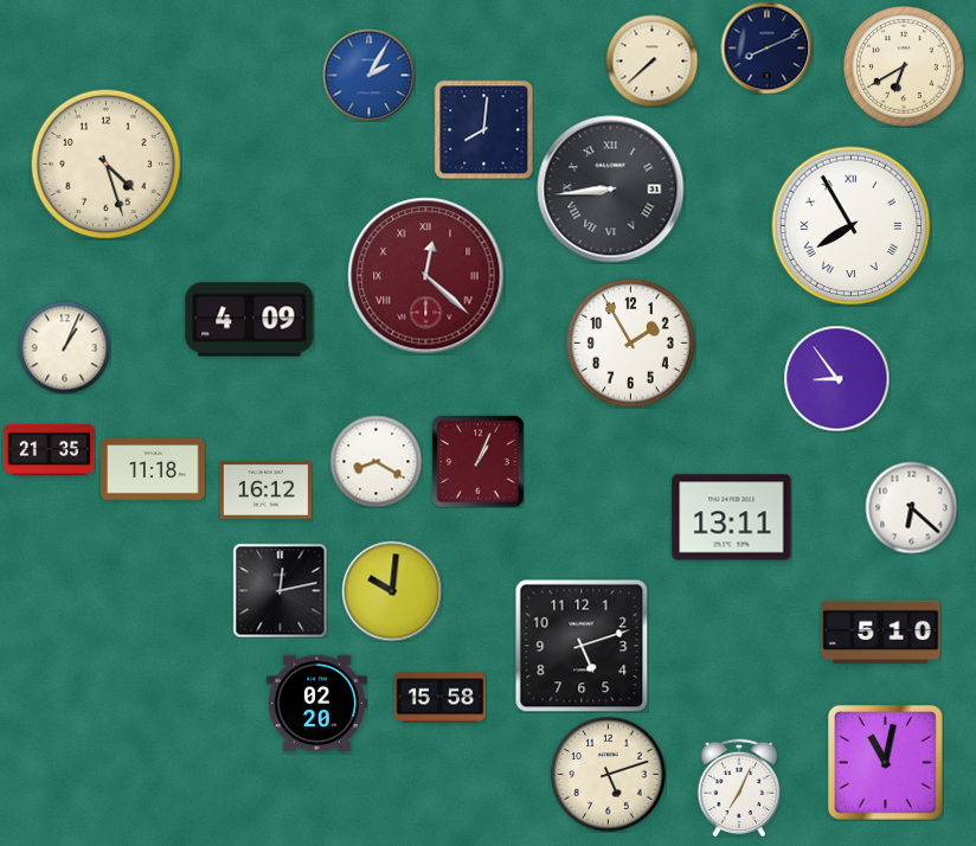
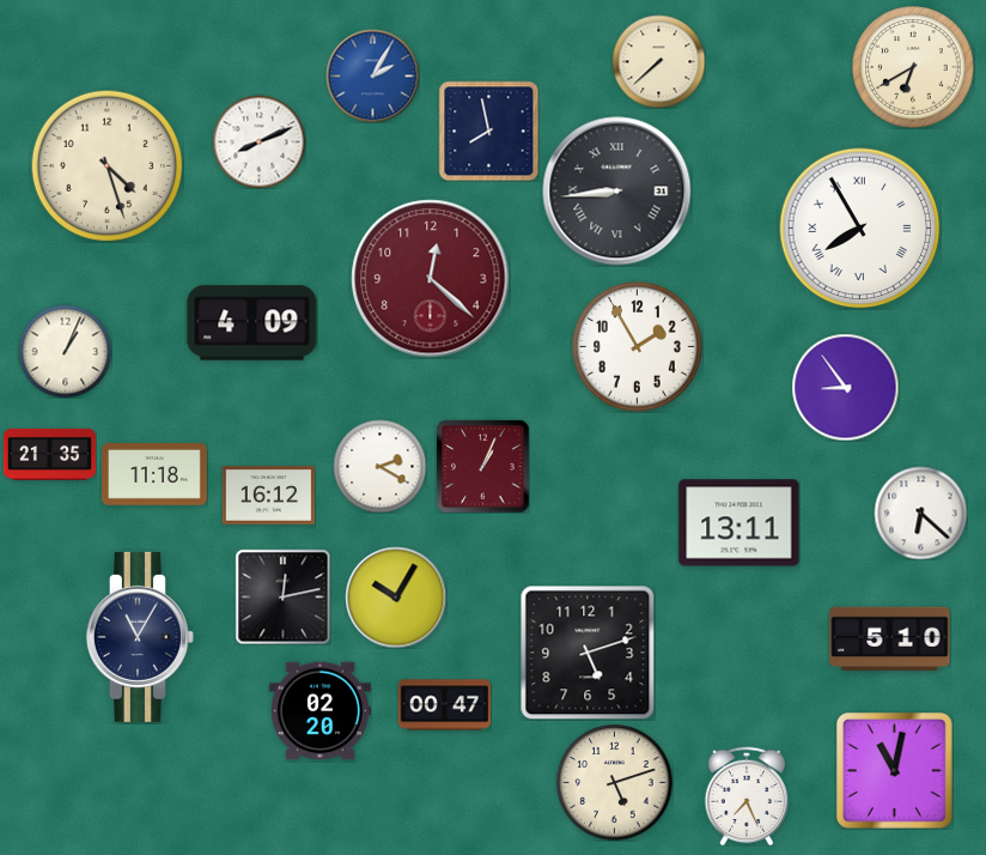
clock at (766, 47): 8:11 -> none
clock at (483, 129): 8:01 -> 7:58
clock at (258, 141): none -> 8:11
clock at (426, 276) numerals: Roman -> Arabic
clock at (836, 378) position: (836, 378) -> (845, 387)
clock at (375, 461): 8:20 -> 2:20
clock at (392, 591): 10:01 -> 10:05
clock at (140, 637): none -> 11:05
clock at (439, 698): 15:58 -> 00:47
clock at (739, 788): 7:04 -> 7:26
